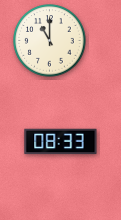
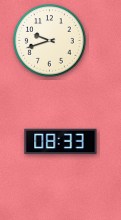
clock at (50, 41): 11:00 -> 9:42
